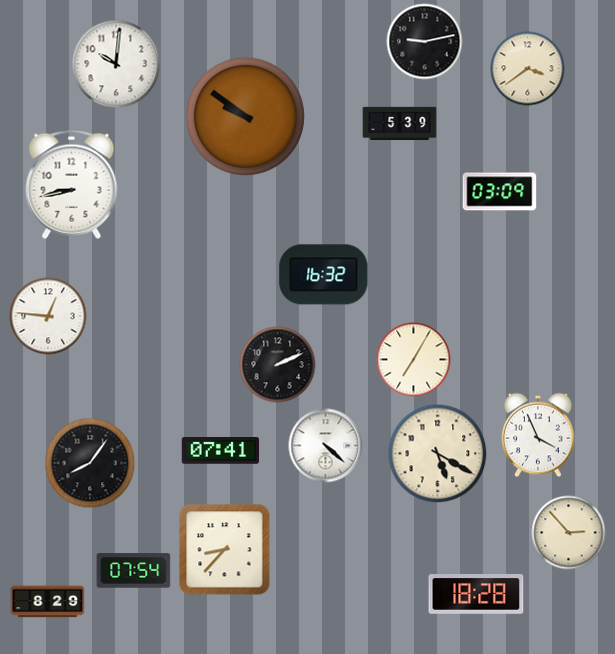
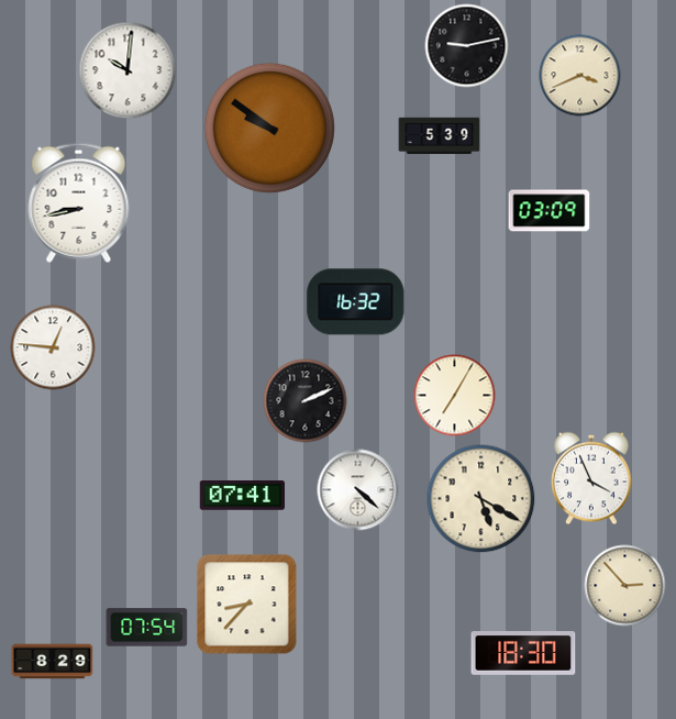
clock at (528, 69): 3:39 -> 3:41
clock at (90, 463): 8:06 -> none
clock at (476, 595): 18:28 -> 18:30
